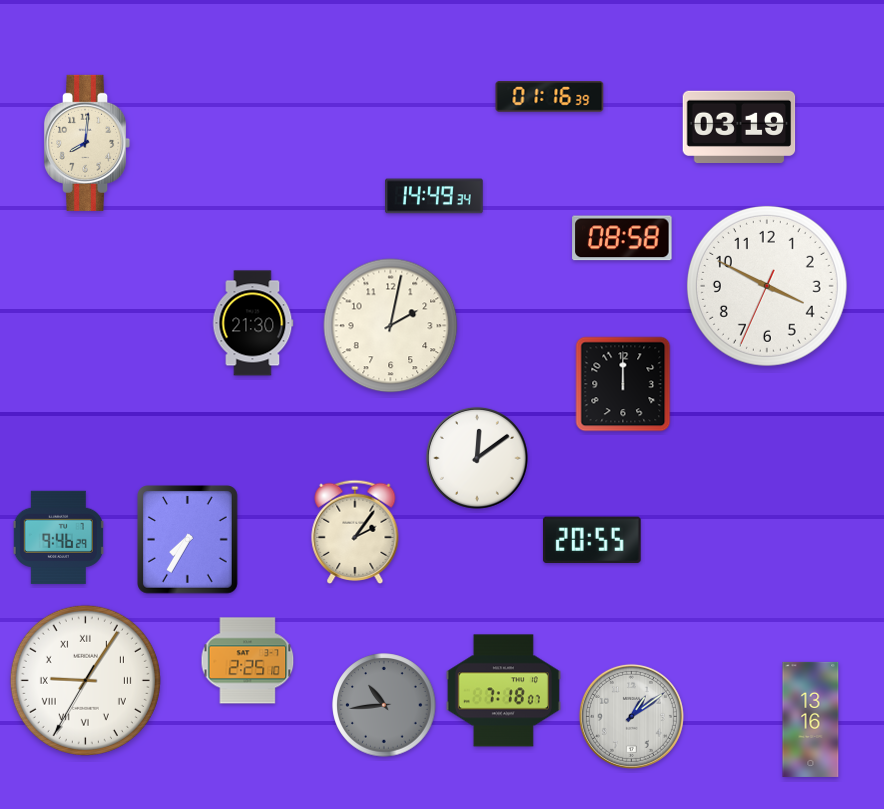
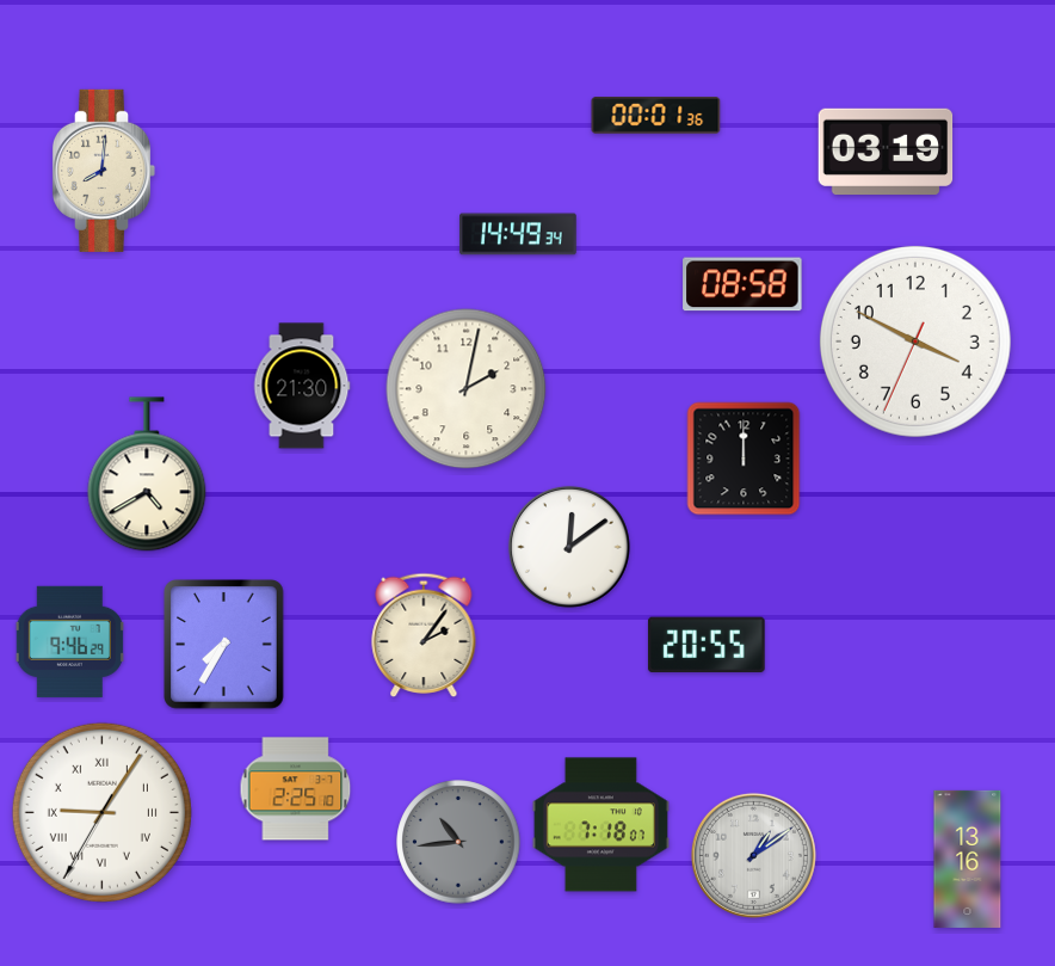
clock at (550, 97): 01:16 -> 00:01
clock at (739, 127) position: (739, 127) -> (886, 152)
clock at (147, 474): none -> 4:40
